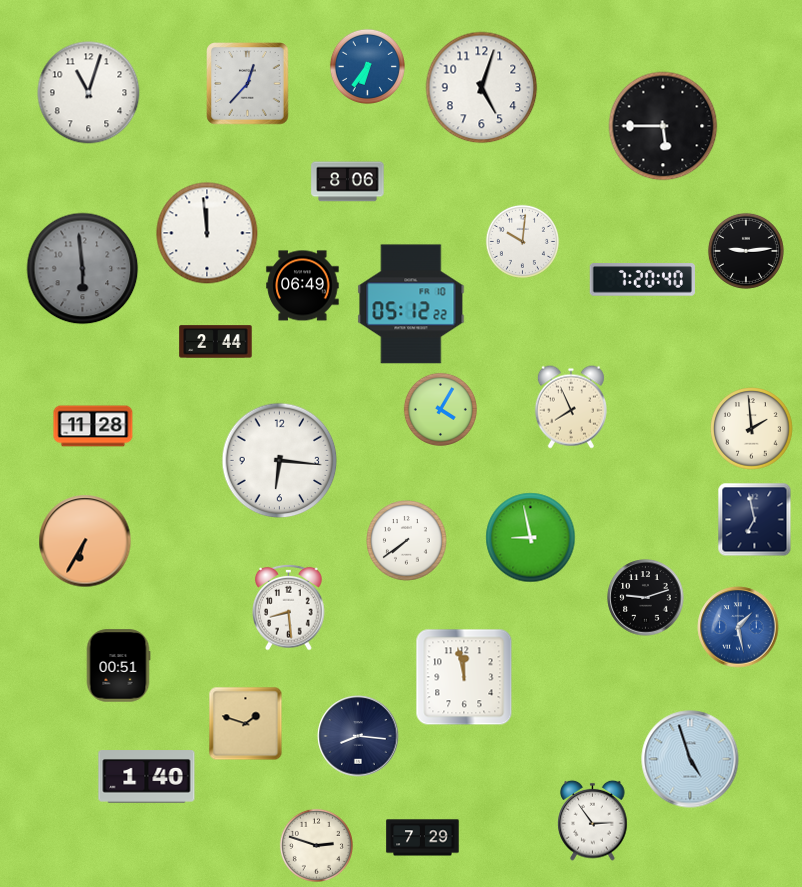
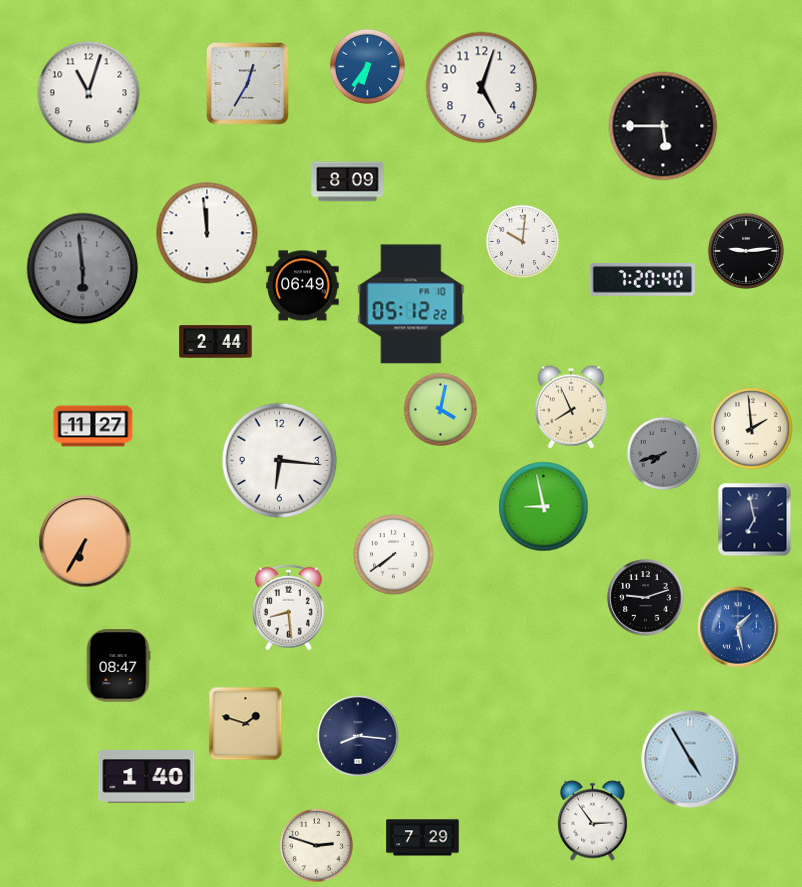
clock at (248, 84): 12:37 -> 12:35
clock at (348, 182): 8:06 -> 8:09
clock at (440, 409): 4:05 -> 4:02
clock at (93, 426): 11:28 -> 11:27
clock at (663, 453): none -> 7:42
clock at (531, 538) position: (531, 538) -> (544, 507)
clock at (407, 541) position: (407, 541) -> (394, 555)
clock at (118, 666): 00:51 -> 08:47
clock at (464, 677): 11:58 -> none
clock at (690, 759): 4:57 -> 4:55
